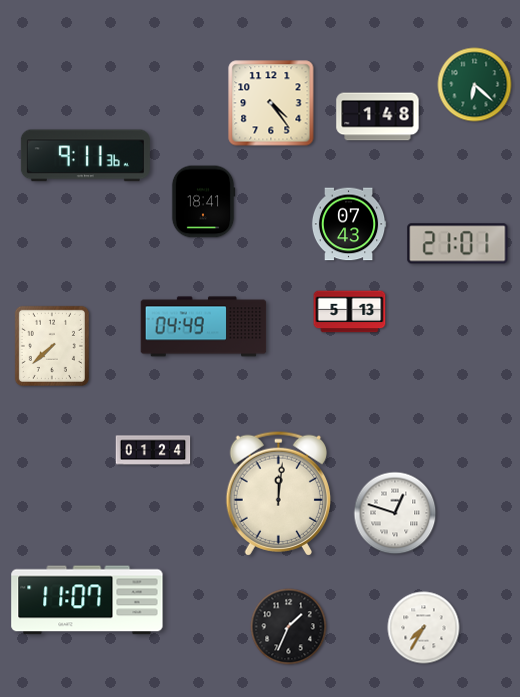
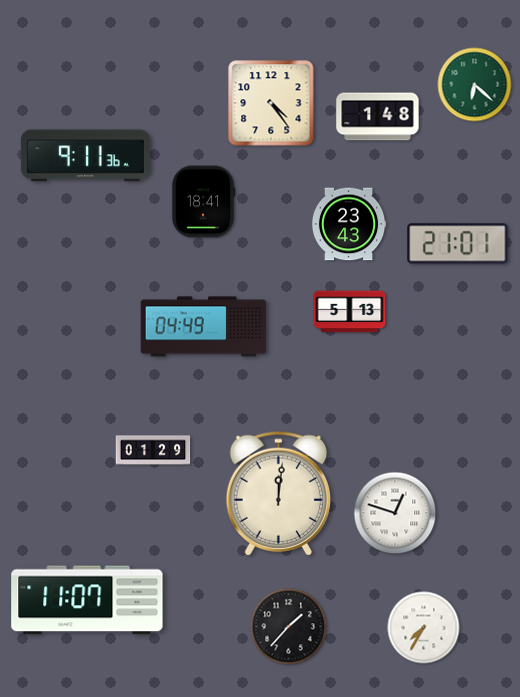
clock at (349, 224): 07:43 -> 23:43
clock at (52, 346): 7:38 -> none
clock at (153, 450): 01:24 -> 01:29
clock at (289, 627): 1:34 -> 1:37
